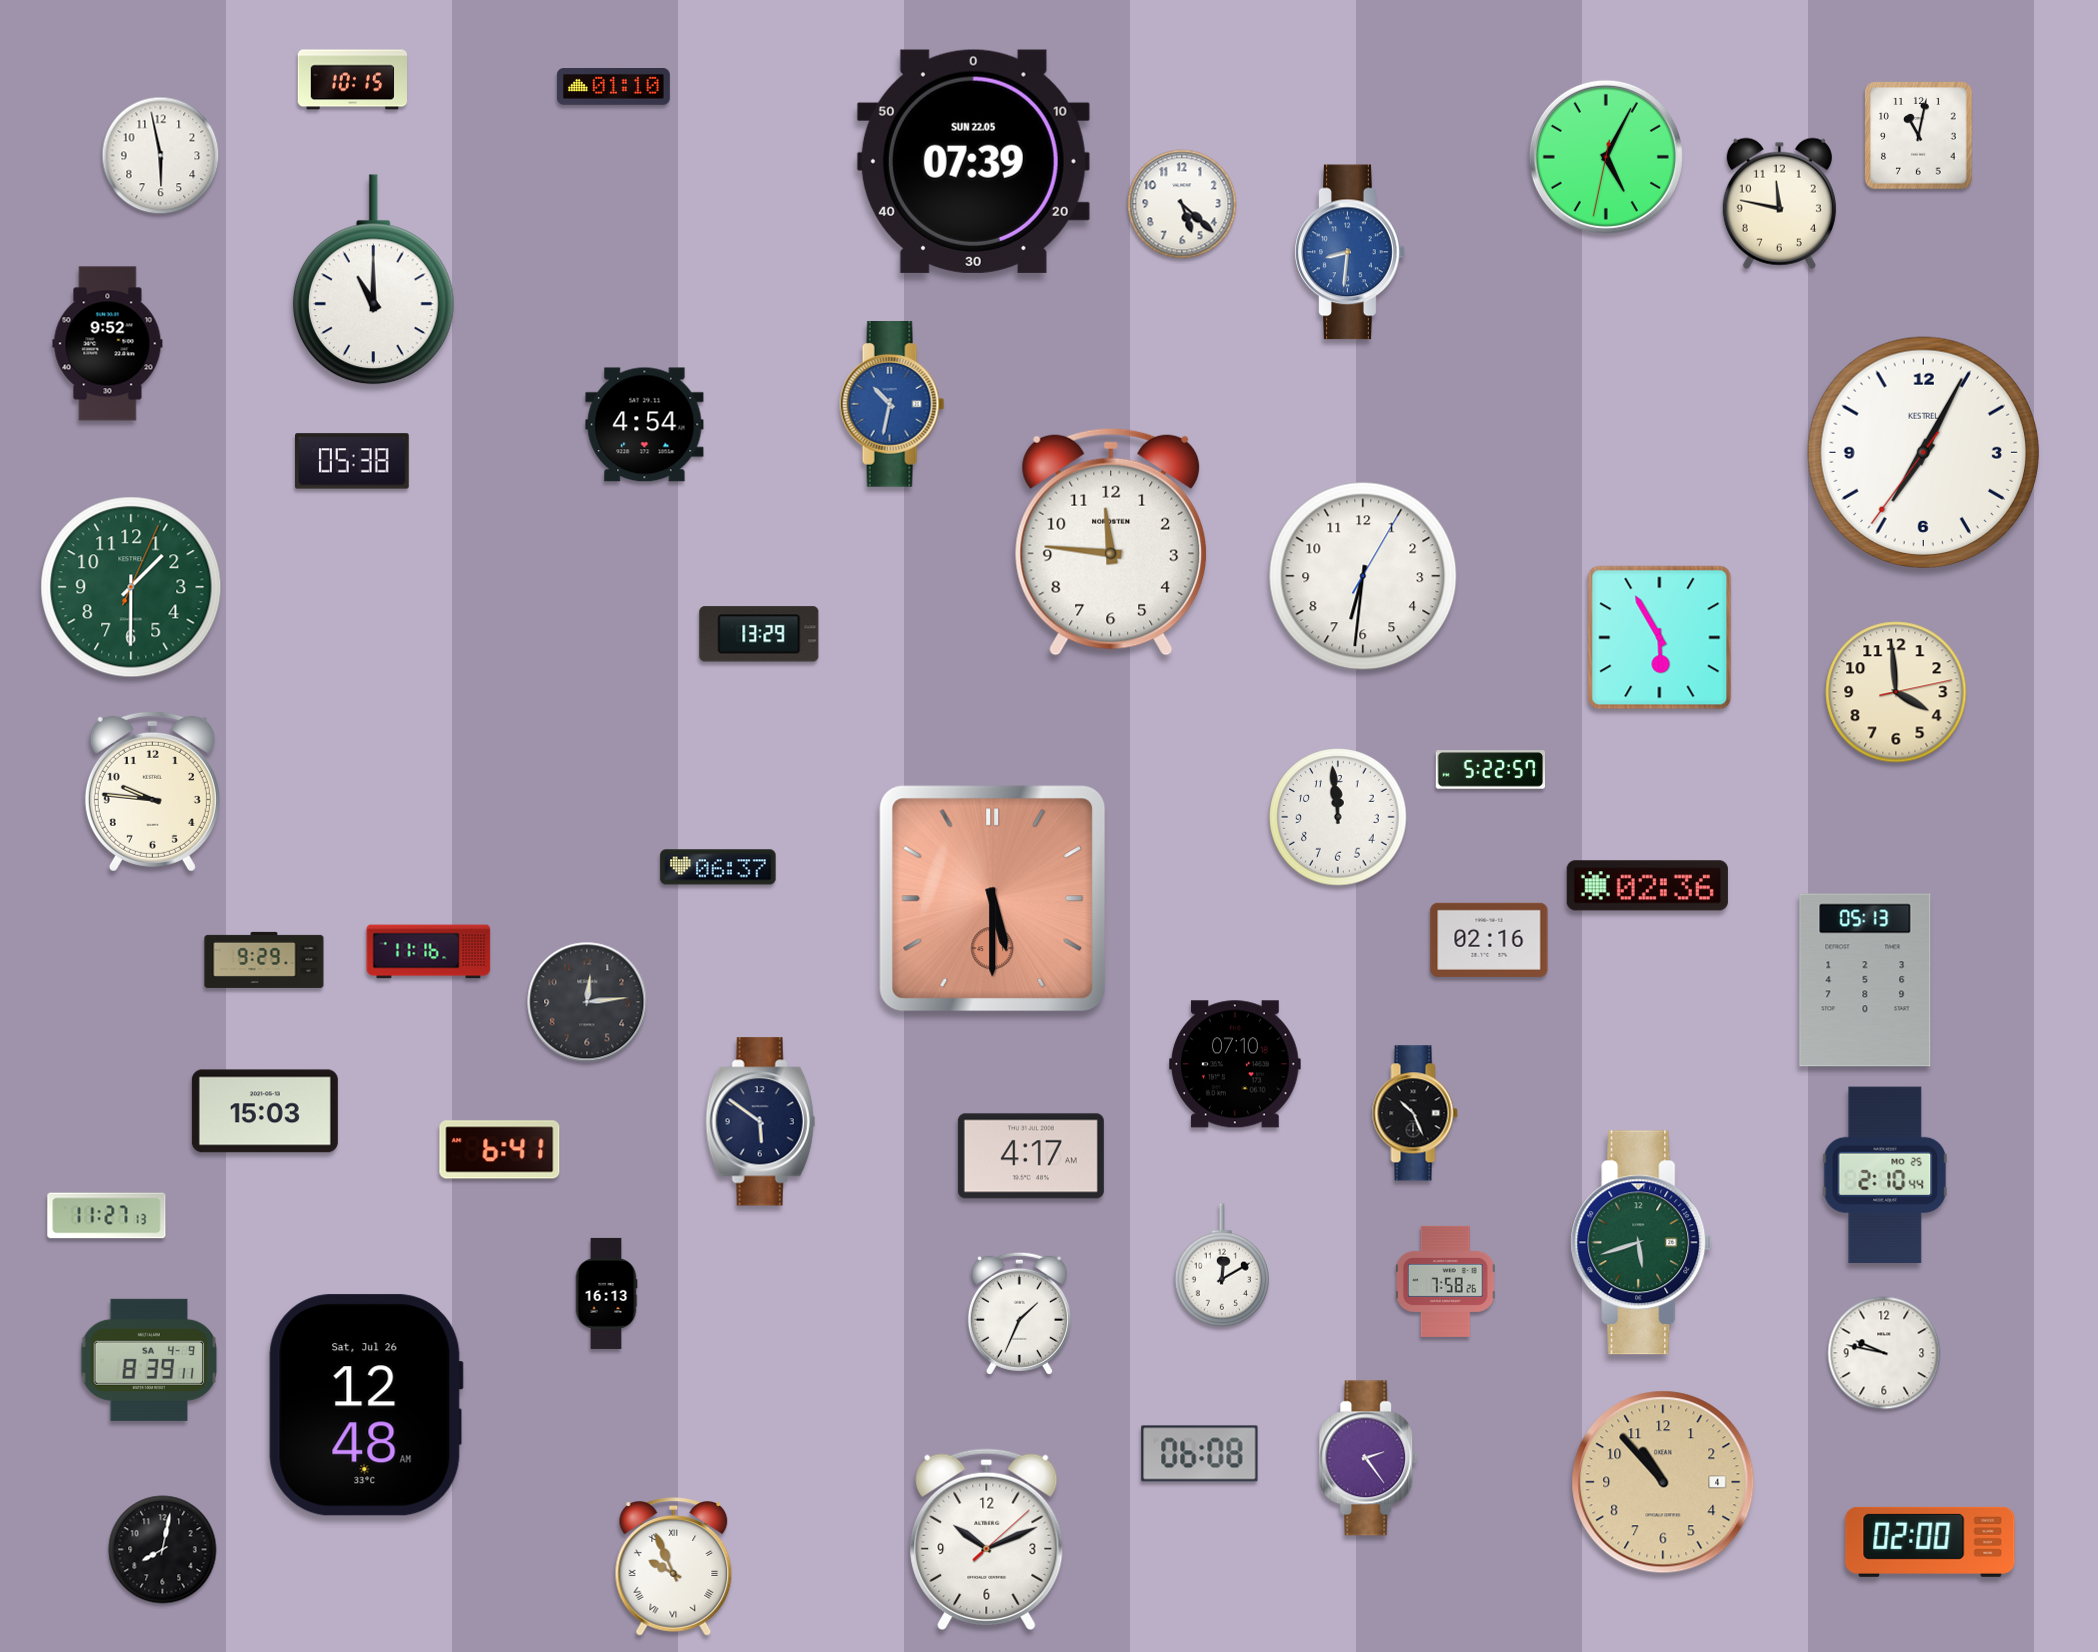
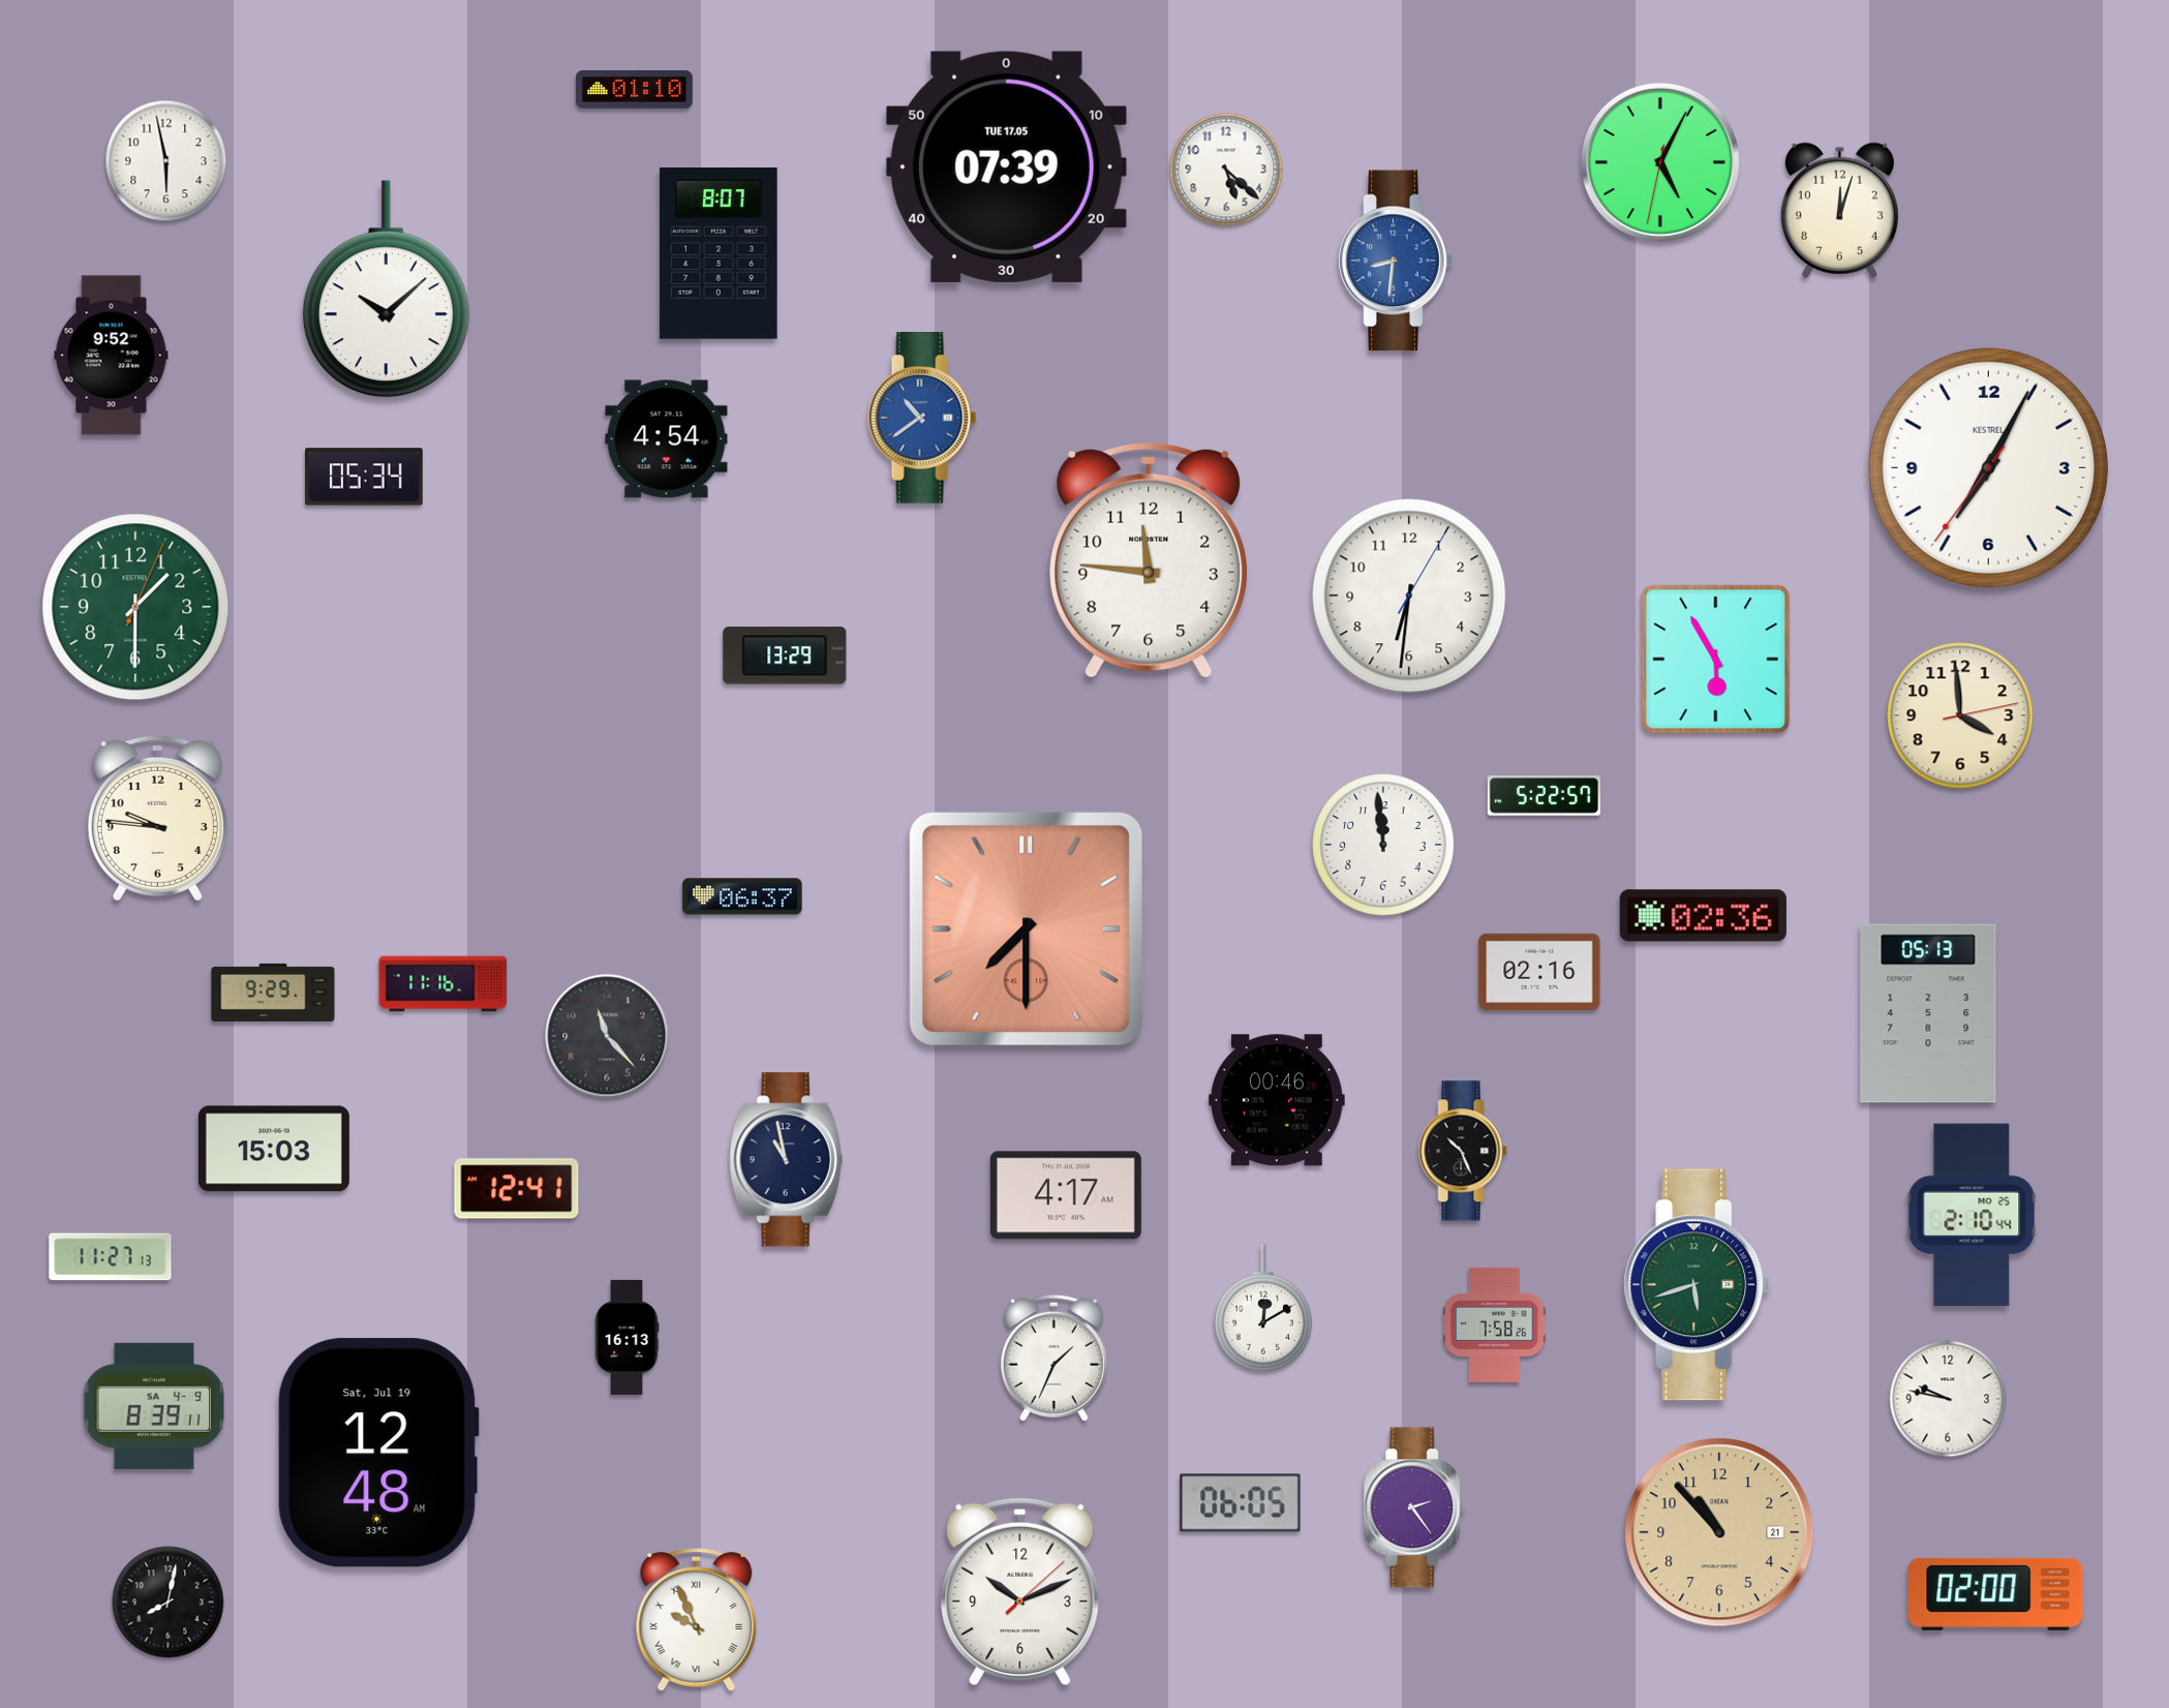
clock at (352, 80): 10:15 -> none
clock at (1919, 136): 11:02 -> none
clock at (973, 161) date: SUN 22.05 -> TUE 17.05
clock at (1779, 203): 11:47 -> 12:03
clock at (1182, 204) position: (1182, 204) -> (1226, 170)
clock at (719, 254): none -> 8:07
clock at (373, 280): 11:00 -> 10:08
clock at (892, 405): 10:32 -> 10:39
clock at (353, 461): 05:38 -> 05:34
clock at (1490, 770) position: (1490, 770) -> (1544, 796)
clock at (993, 899): 5:30 -> 7:30
clock at (587, 1002): 12:14 -> 11:23
clock at (1235, 1064): 07:10 -> 00:46
clock at (761, 1122): 5:51 -> 10:58
clock at (500, 1150): 6:41 -> 12:41
clock at (1885, 1175) position: (1885, 1175) -> (1972, 1215)
clock at (366, 1405) date: Sat, Jul 26 -> Sat, Jul 19
clock at (1200, 1454): 06:08 -> 06:05
clock at (1663, 1482) date: 4 -> 21
